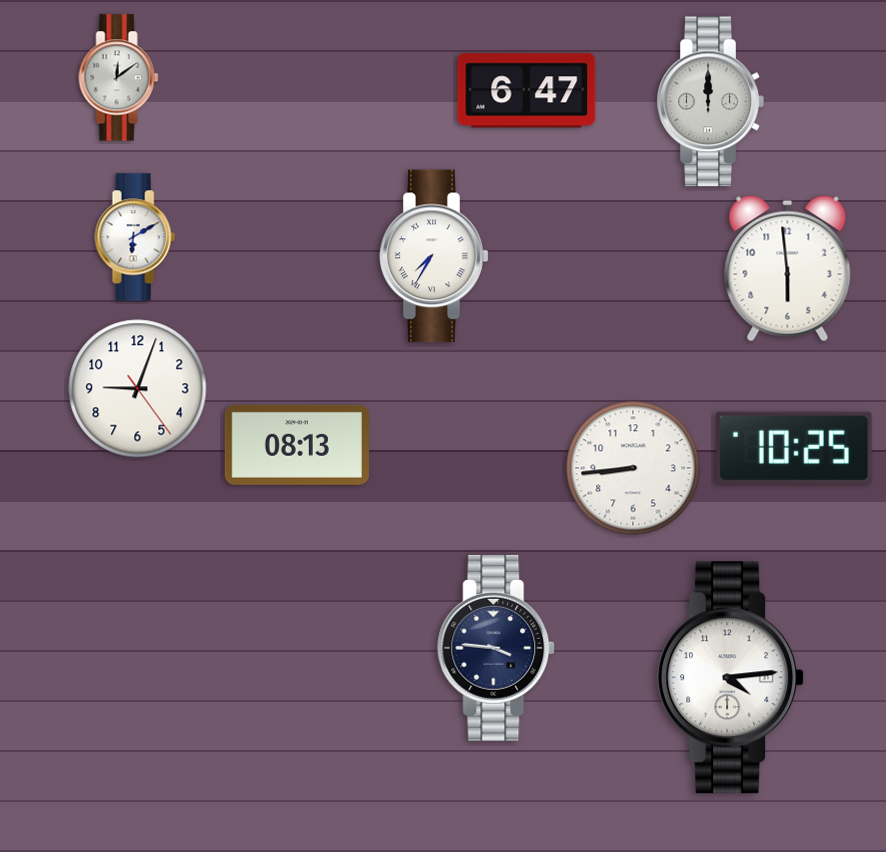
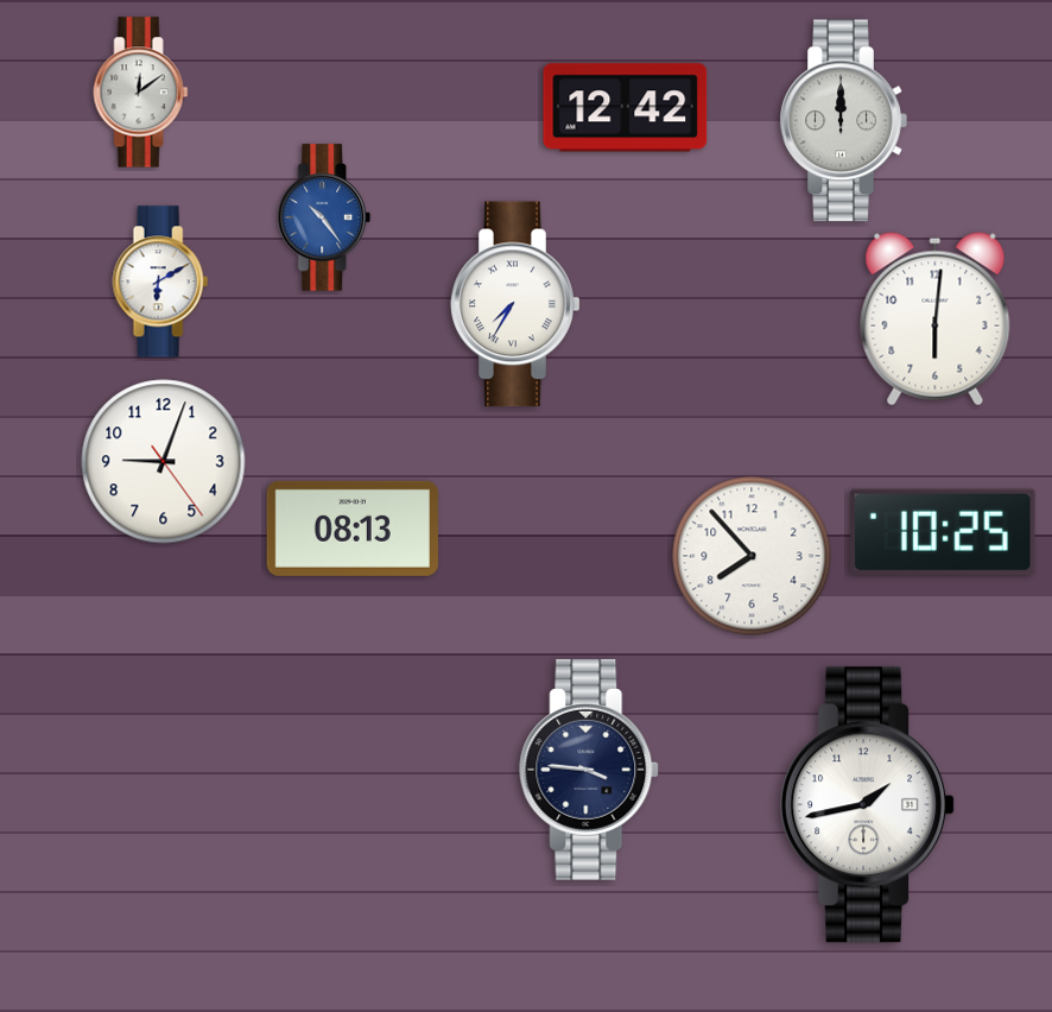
clock at (527, 91): 6:47 -> 12:42
clock at (324, 217): none -> 10:24
clock at (788, 269): 5:59 -> 6:01
clock at (633, 468): 8:44 -> 7:53
clock at (731, 678): 4:14 -> 1:43
